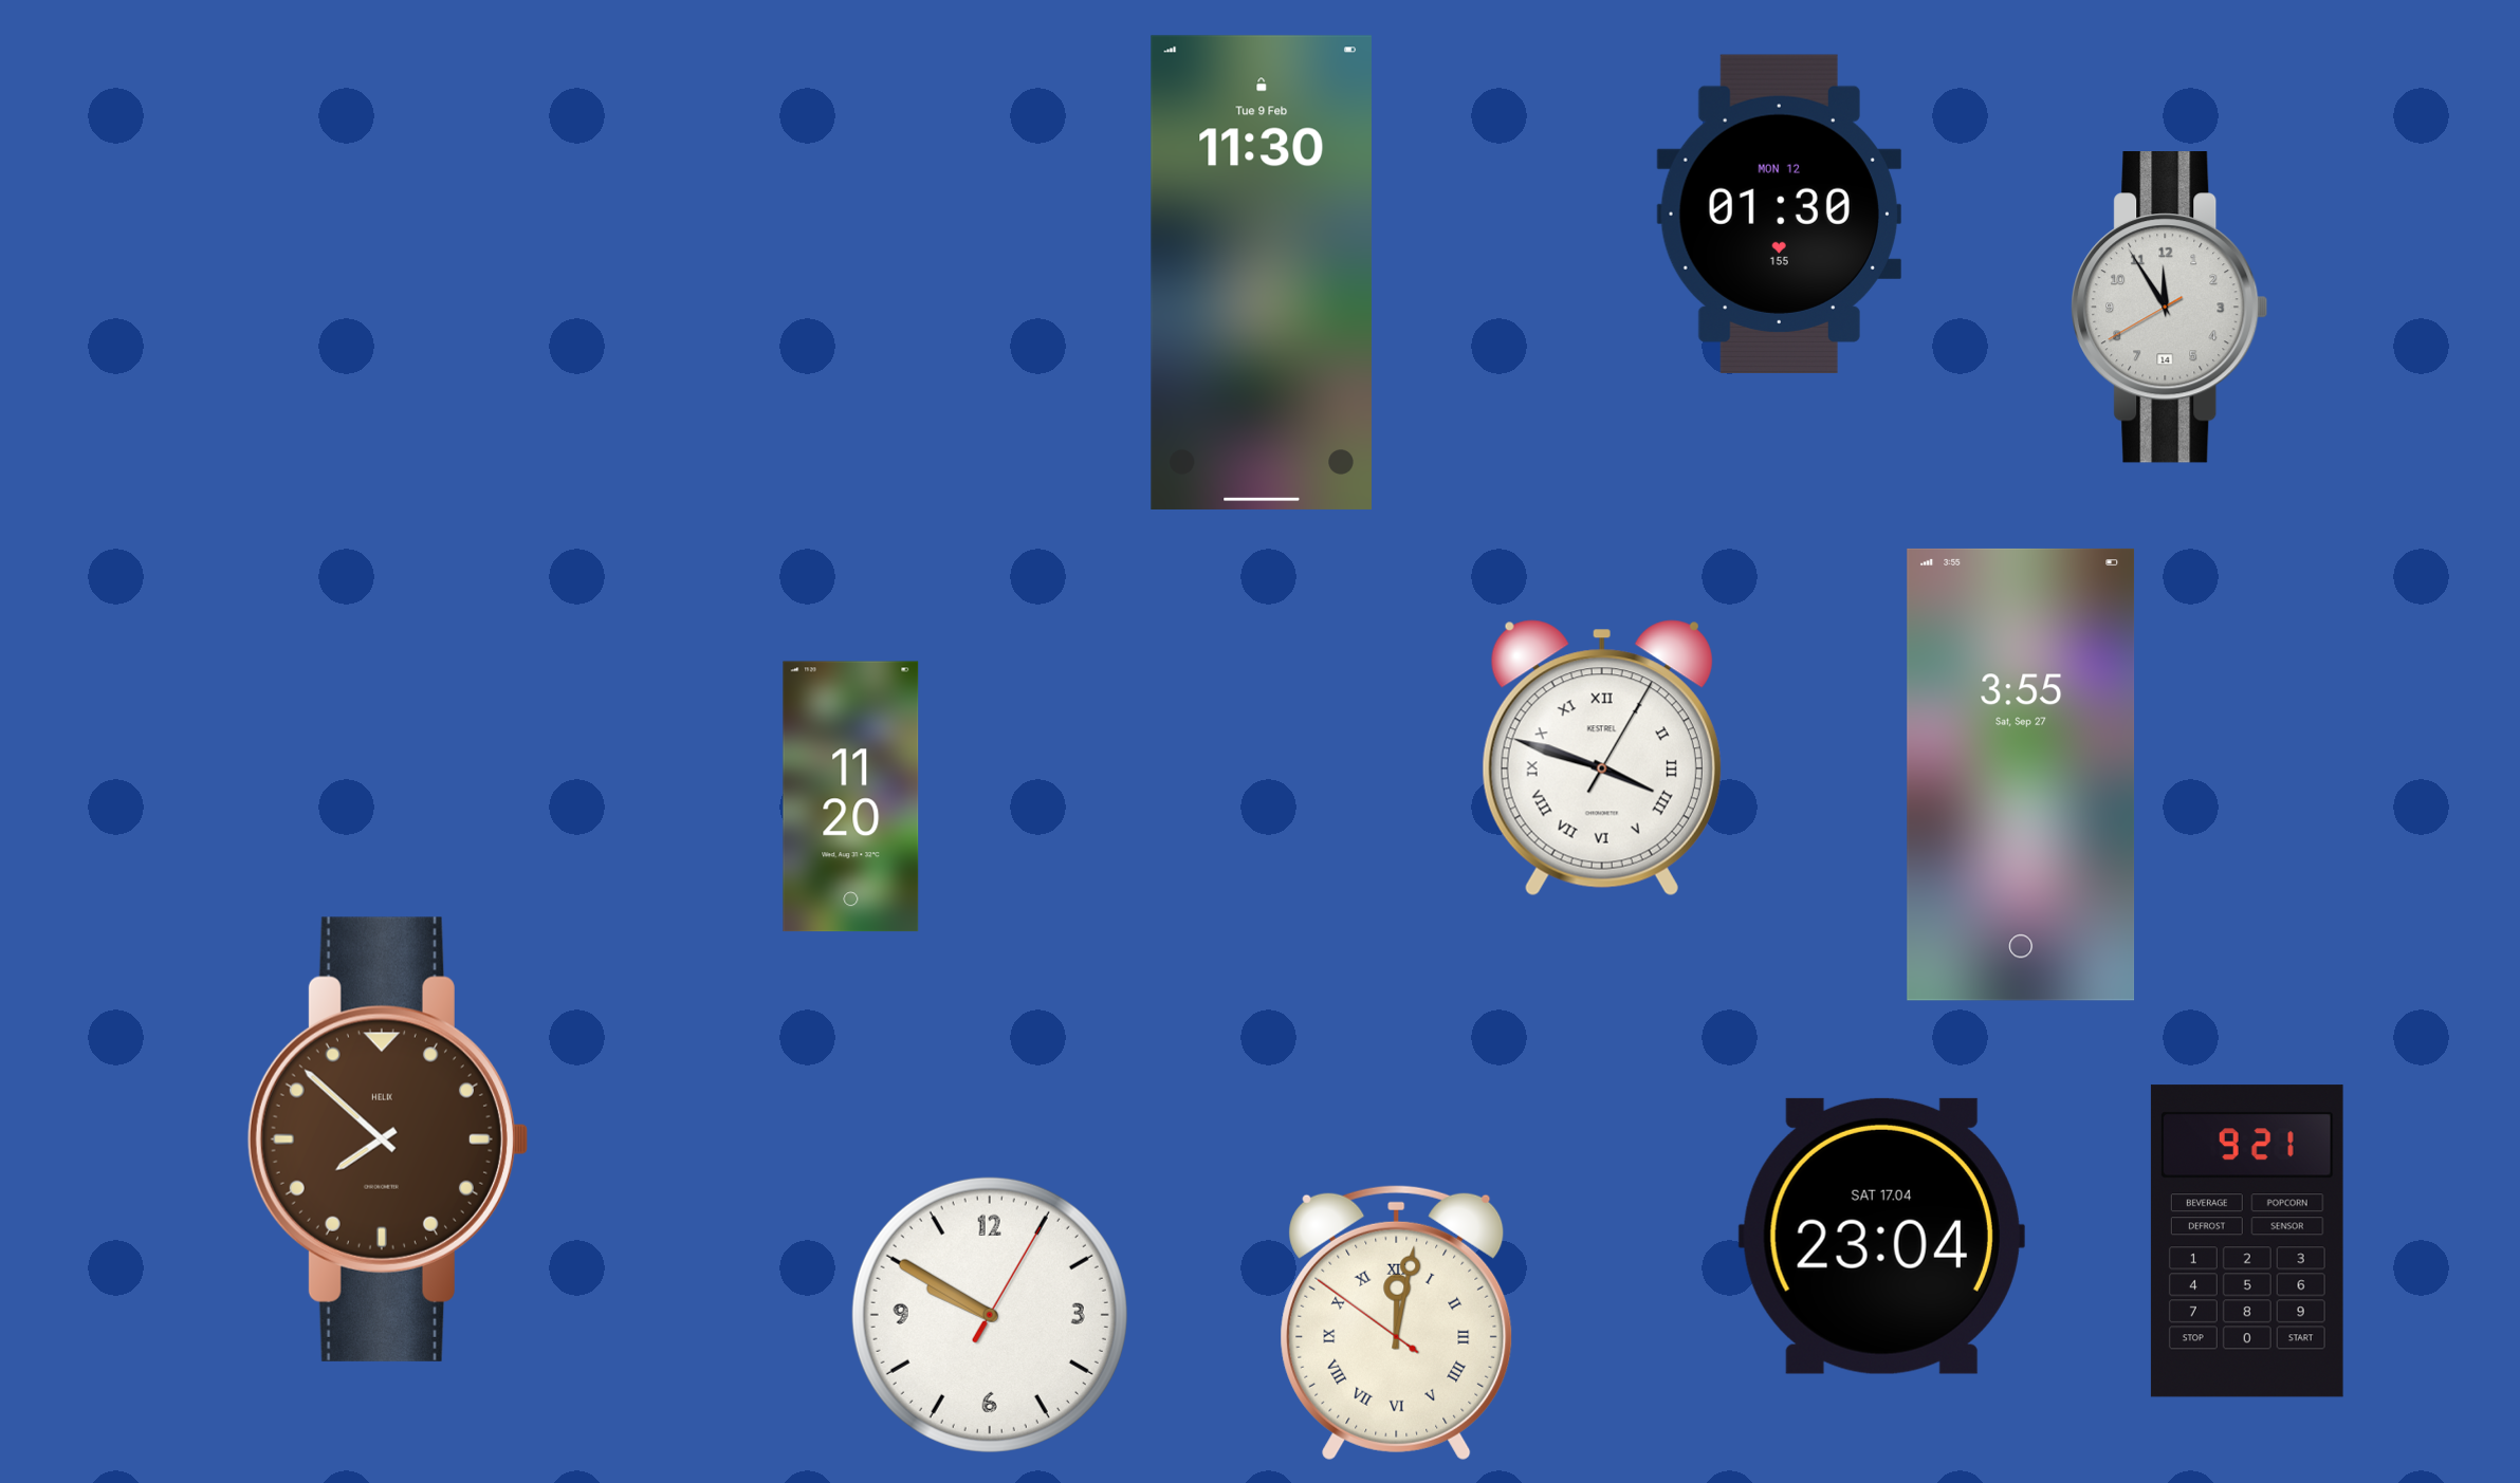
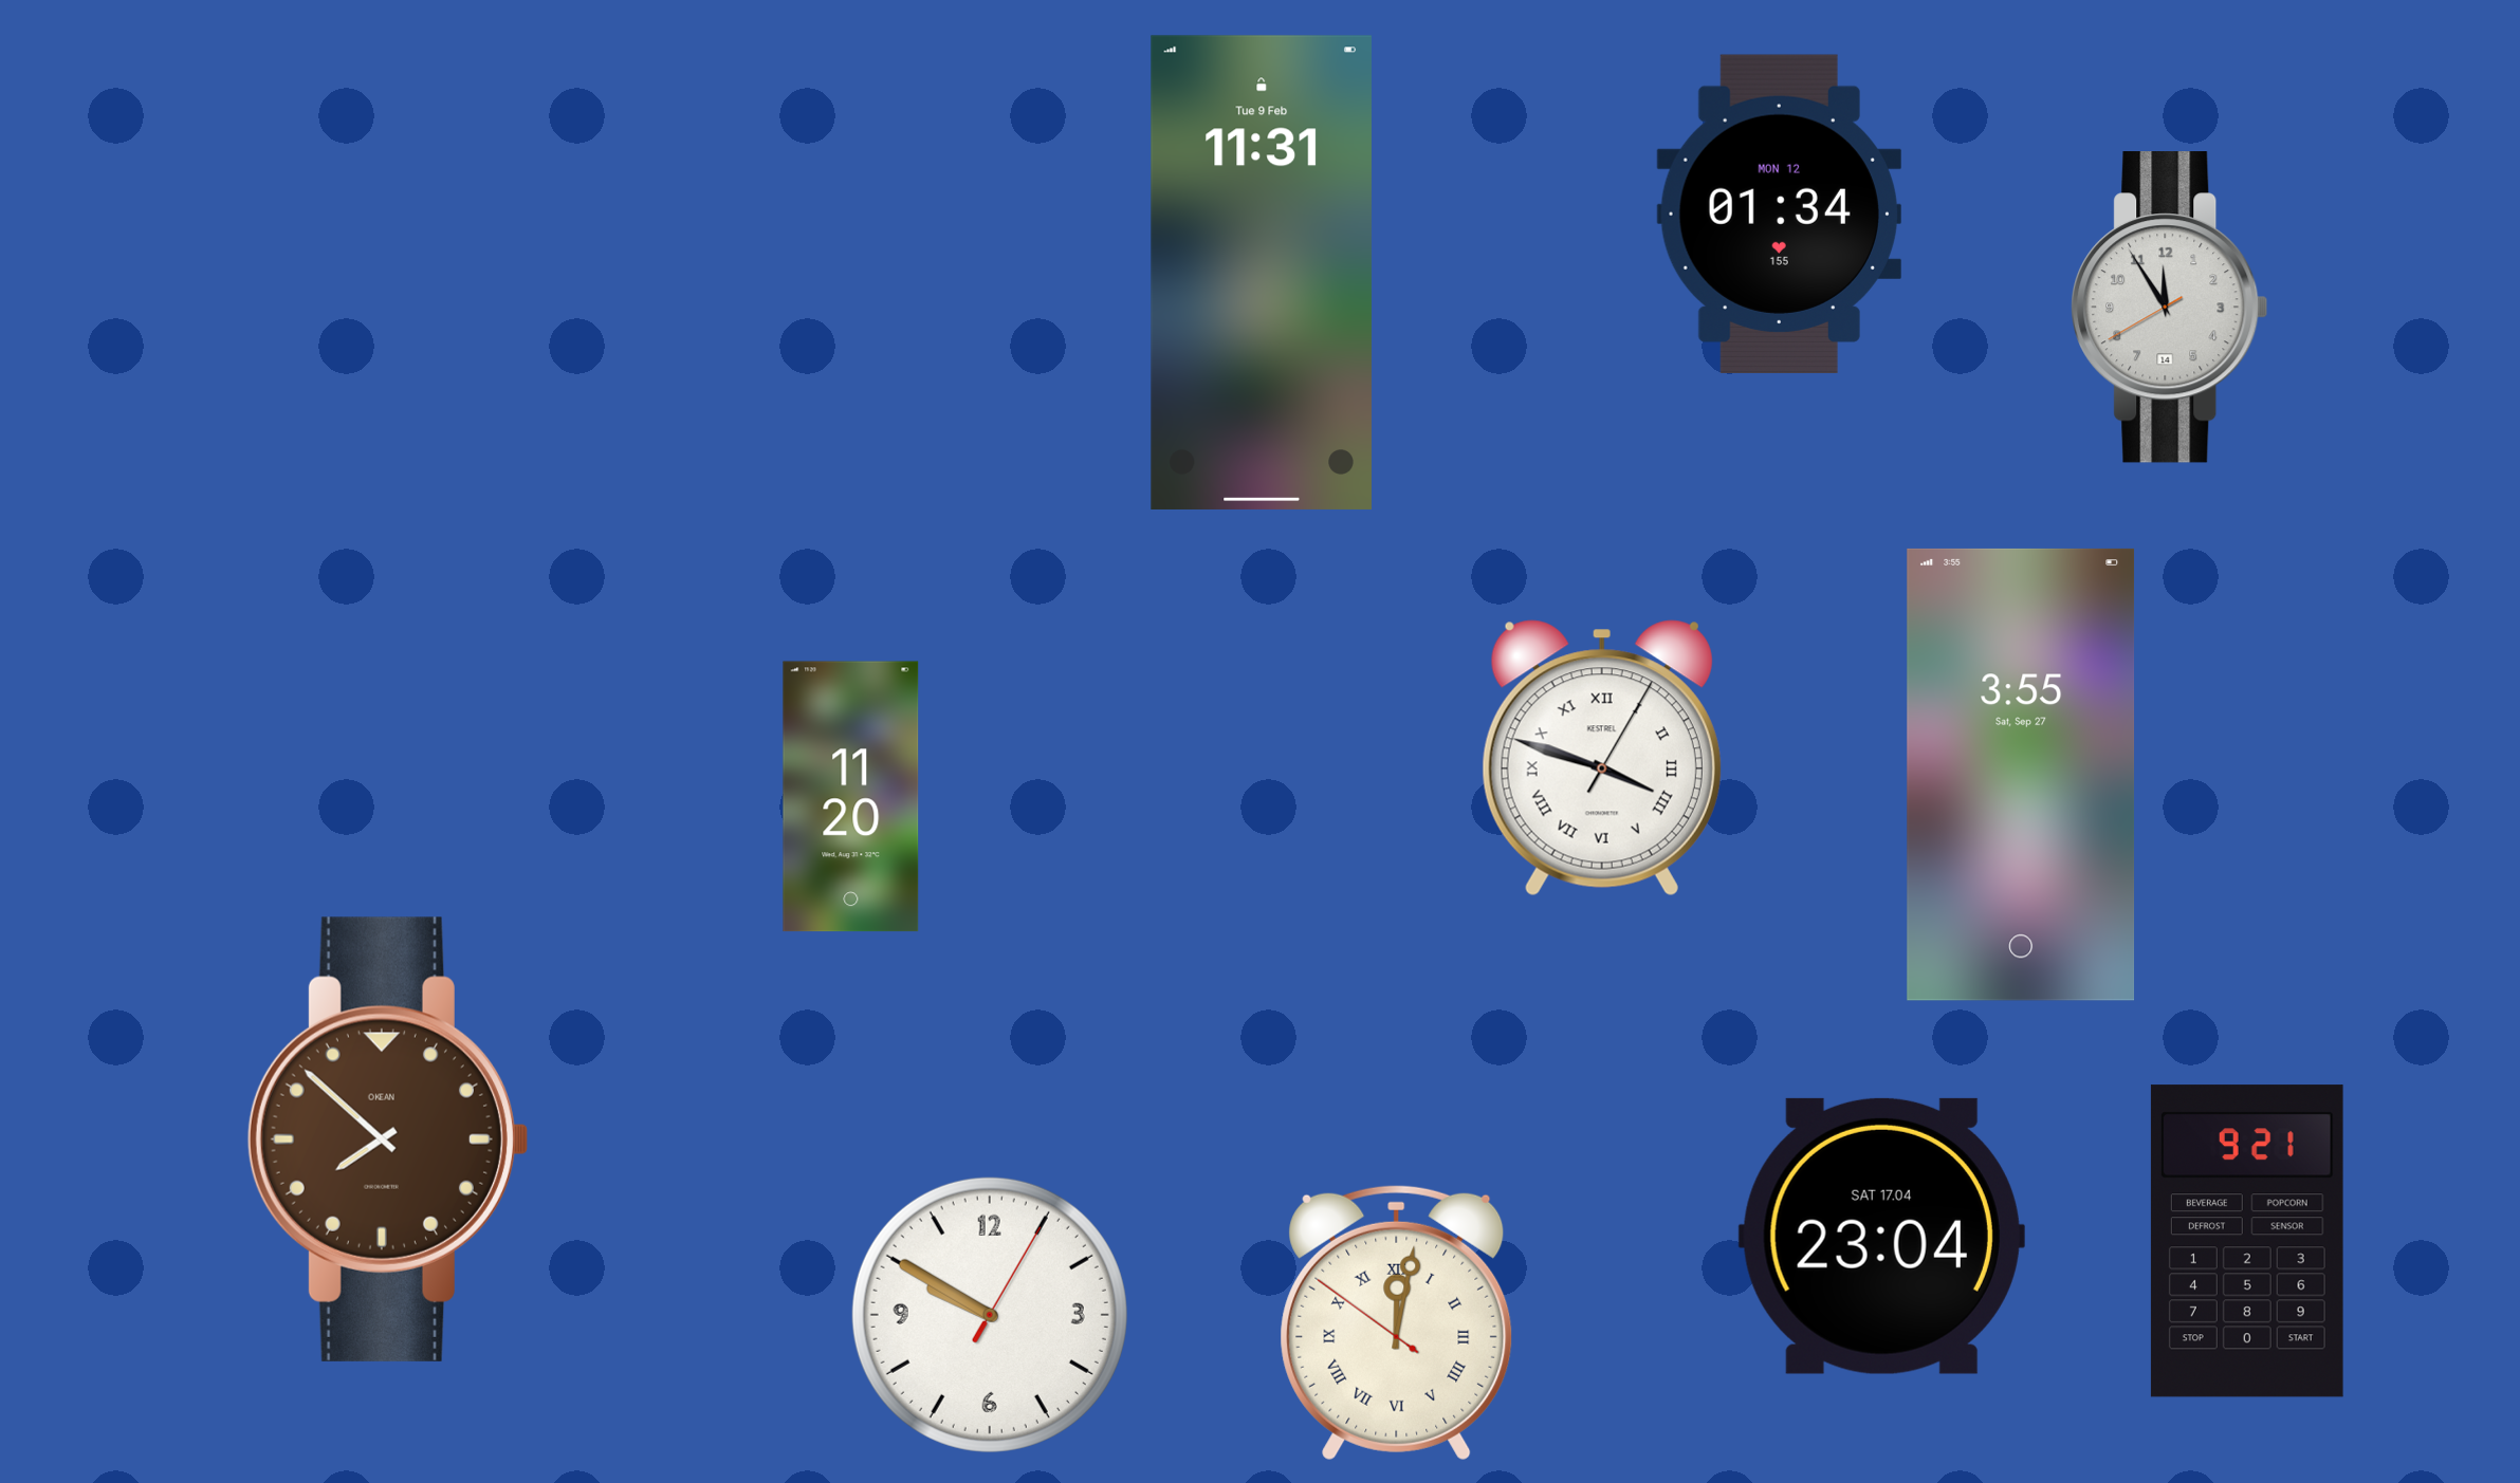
clock at (1779, 214): 01:30 -> 01:34
clock at (1262, 273): 11:30 -> 11:31
clock at (387, 1139) brand: HELIX -> OKEAN
